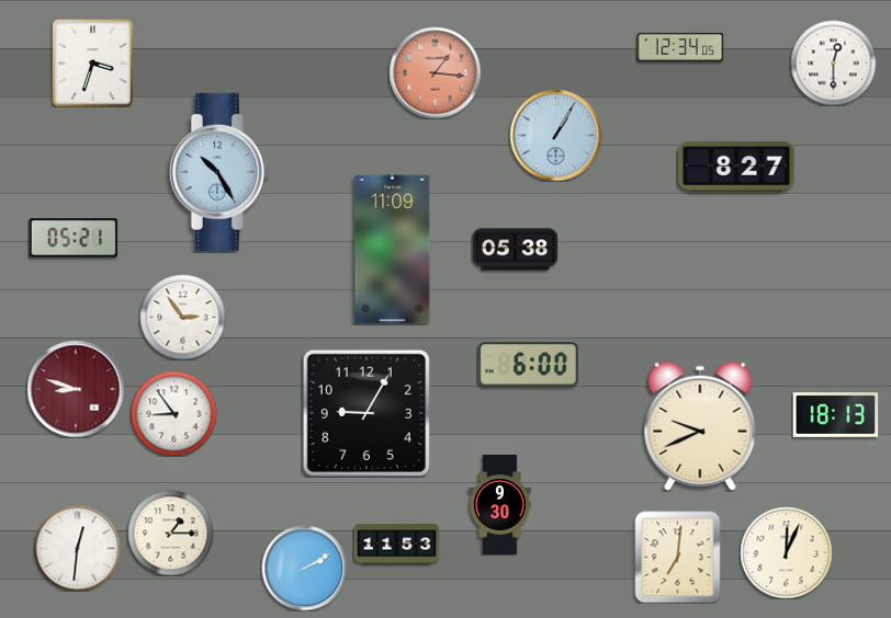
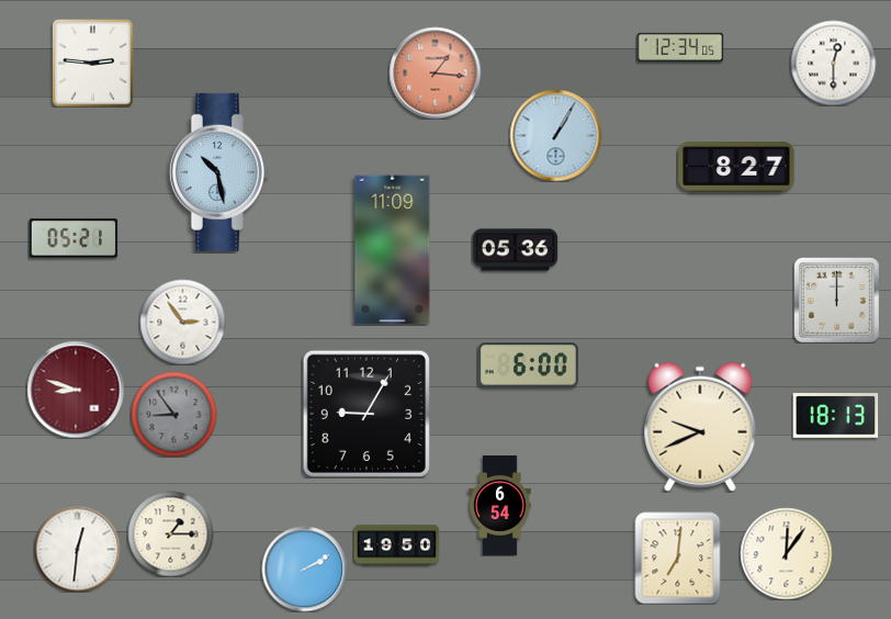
clock at (93, 62): 3:33 -> 2:46
clock at (219, 172): 10:25 -> 10:28
clock at (515, 250): 05:38 -> 05:36
clock at (836, 300): none -> 12:00
clock at (182, 317) position: (182, 317) -> (182, 322)
clock at (173, 413) dial: white -> grey
clock at (500, 504): 9:30 -> 6:54
clock at (396, 545): 11:53 -> 19:50
clock at (786, 552): 12:04 -> 12:06
